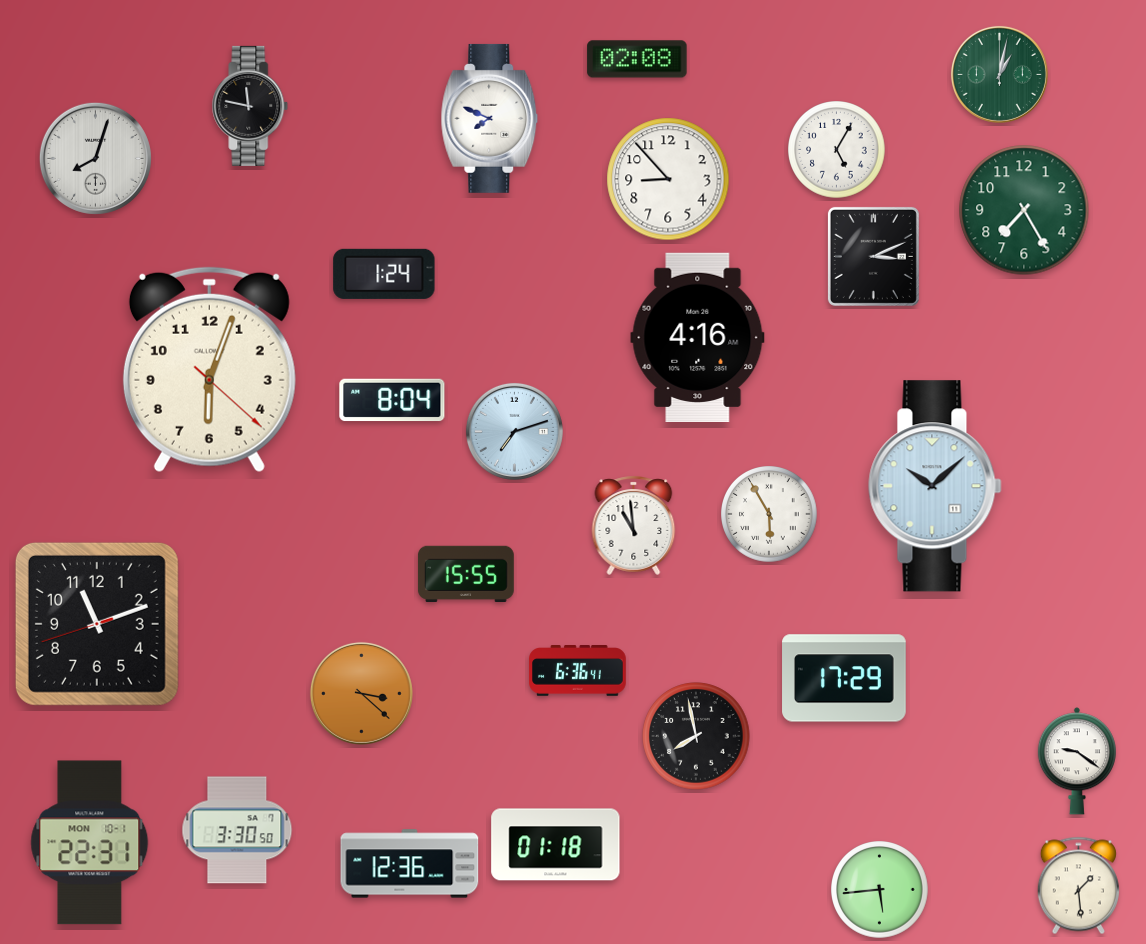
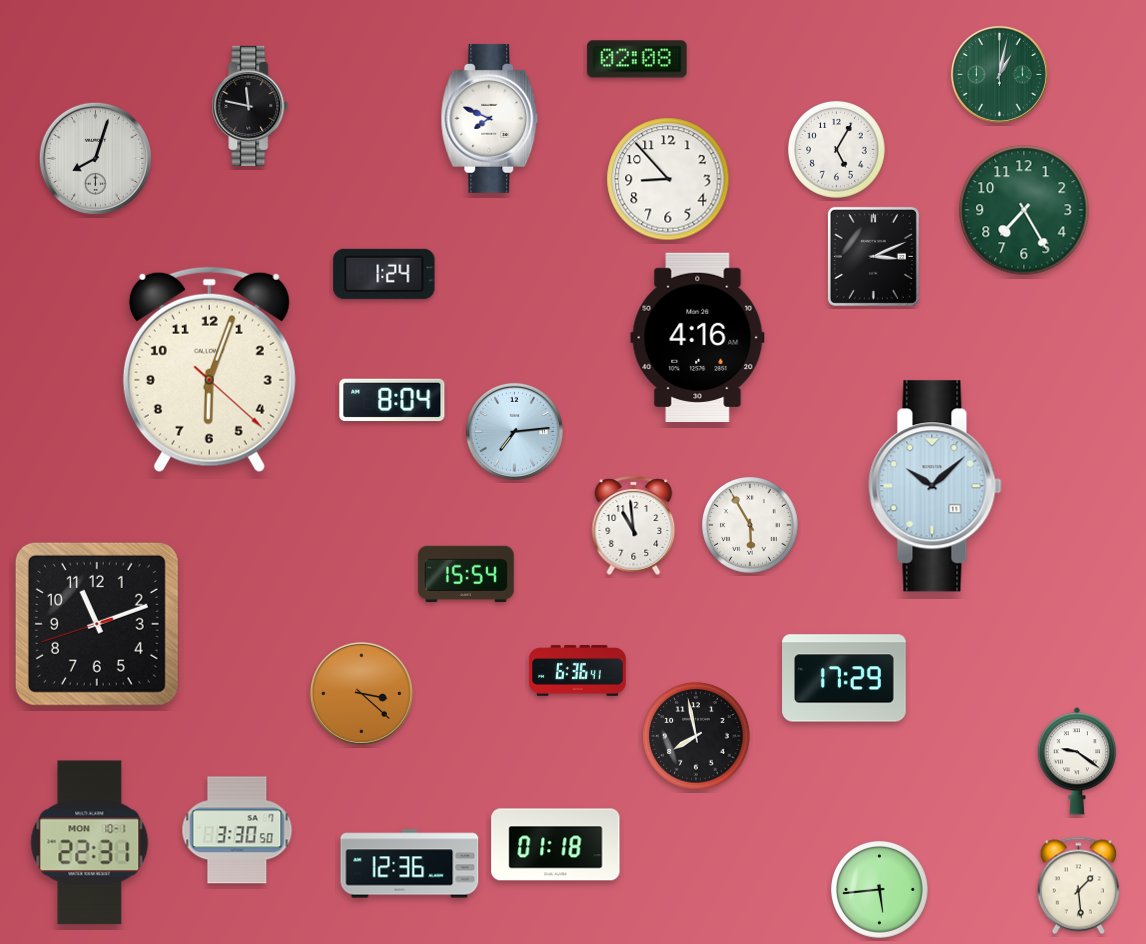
clock at (514, 431): 7:12 -> 7:14
clock at (770, 515) position: (770, 515) -> (751, 526)
clock at (466, 573): 15:55 -> 15:54
